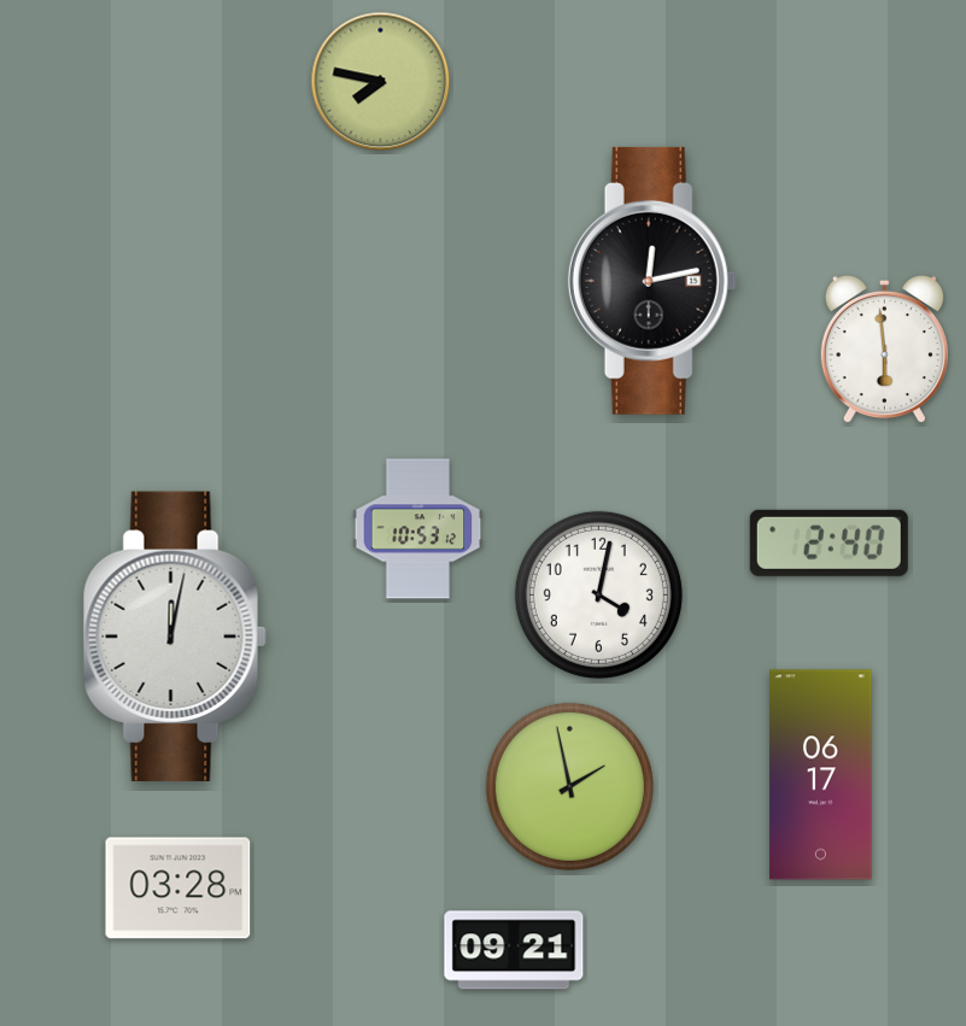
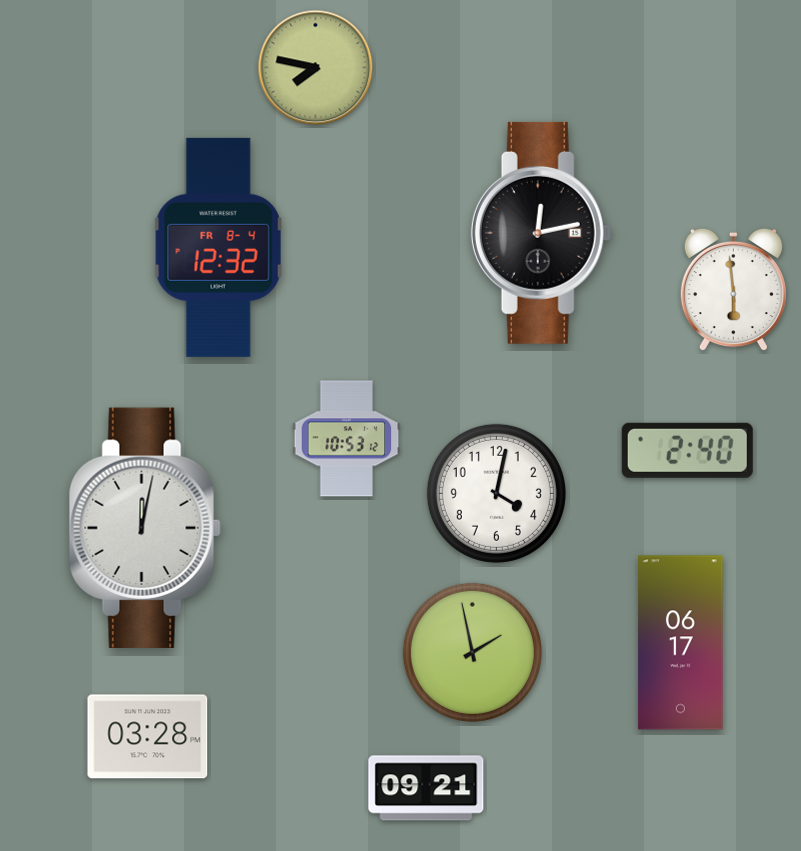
clock at (218, 247): none -> 12:32
